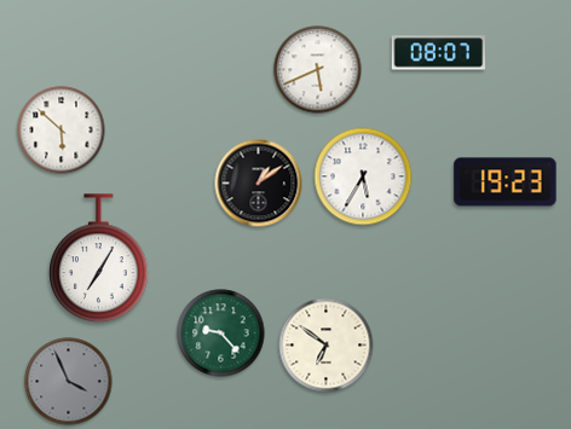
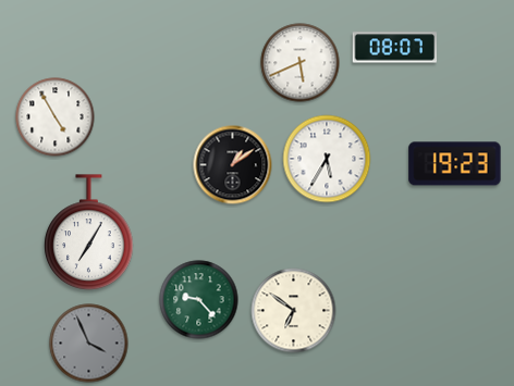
clock at (318, 70) position: (318, 70) -> (301, 63)
clock at (62, 131): 5:52 -> 4:55
clock at (69, 382) position: (69, 382) -> (89, 344)
